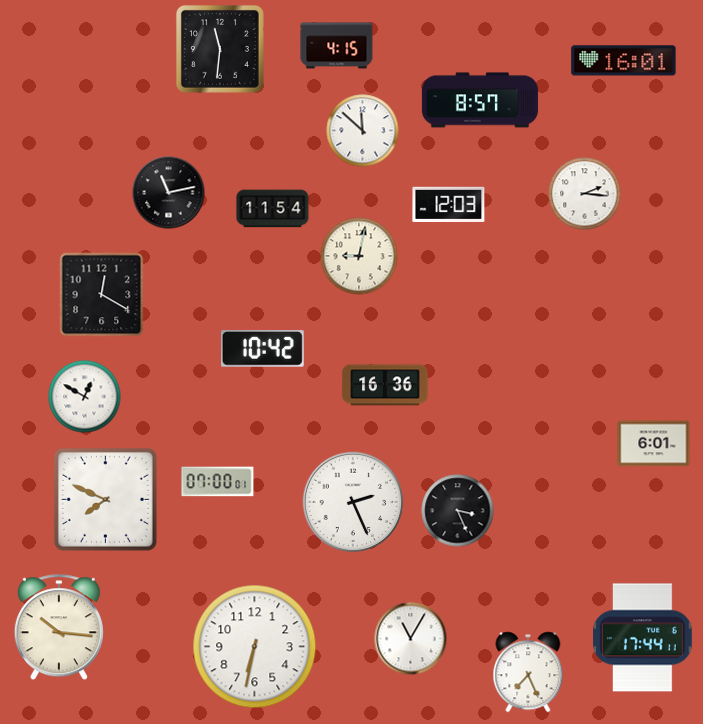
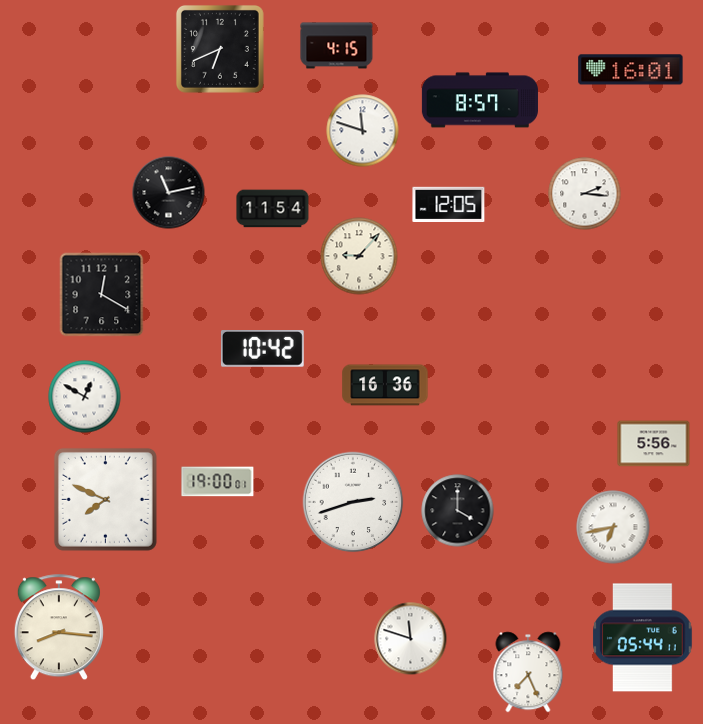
clock at (220, 49): 11:31 -> 6:41
clock at (624, 61) position: (624, 61) -> (631, 70)
clock at (363, 131): 11:52 -> 11:48
clock at (449, 204): 12:03 -> 12:05
clock at (359, 256): 9:02 -> 9:07
clock at (654, 444): 6:01 -> 5:56
clock at (218, 482): 07:00 -> 19:00
clock at (353, 502): 2:26 -> 2:42
clock at (458, 511): 3:26 -> 4:00
clock at (613, 527): none -> 6:43
clock at (59, 628): 10:16 -> 8:16
clock at (643, 638): 17:44 -> 05:44
clock at (411, 639): 11:05 -> 11:48
clock at (255, 647): 6:32 -> none
